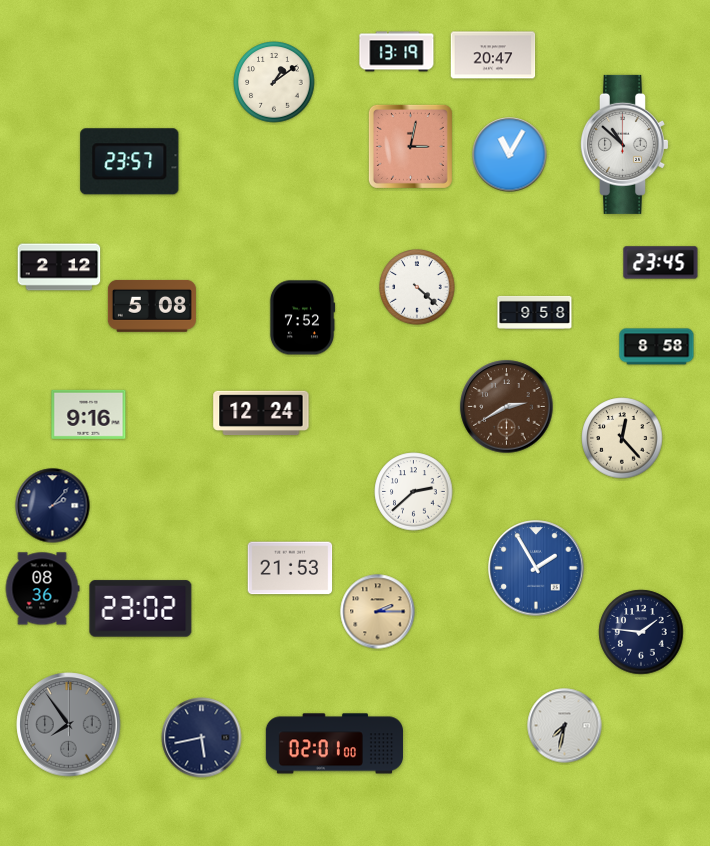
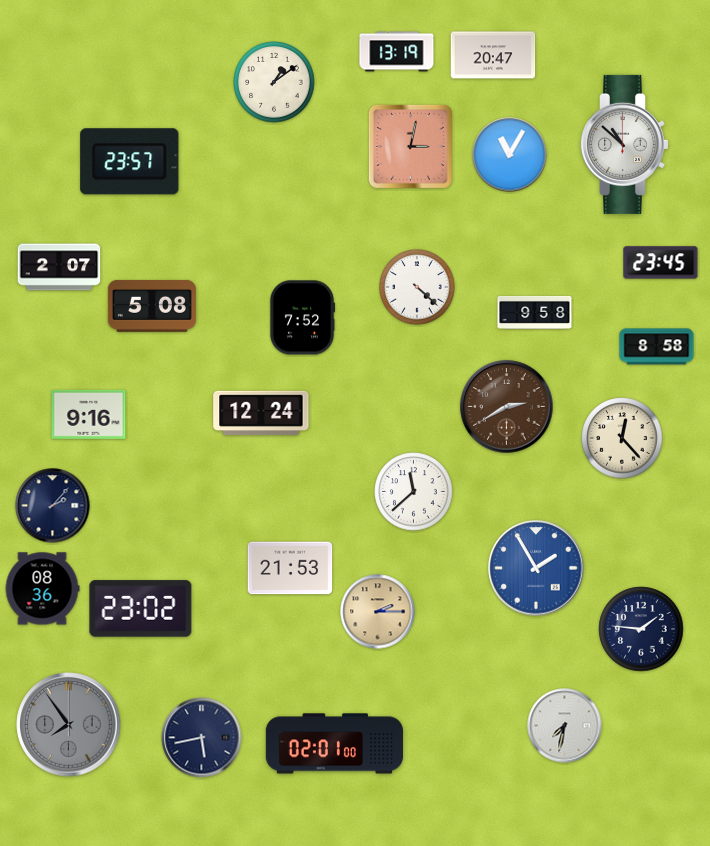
clock at (59, 267): 2:12 -> 2:07
clock at (414, 492): 2:38 -> 11:38
clock at (641, 632) position: (641, 632) -> (641, 629)
